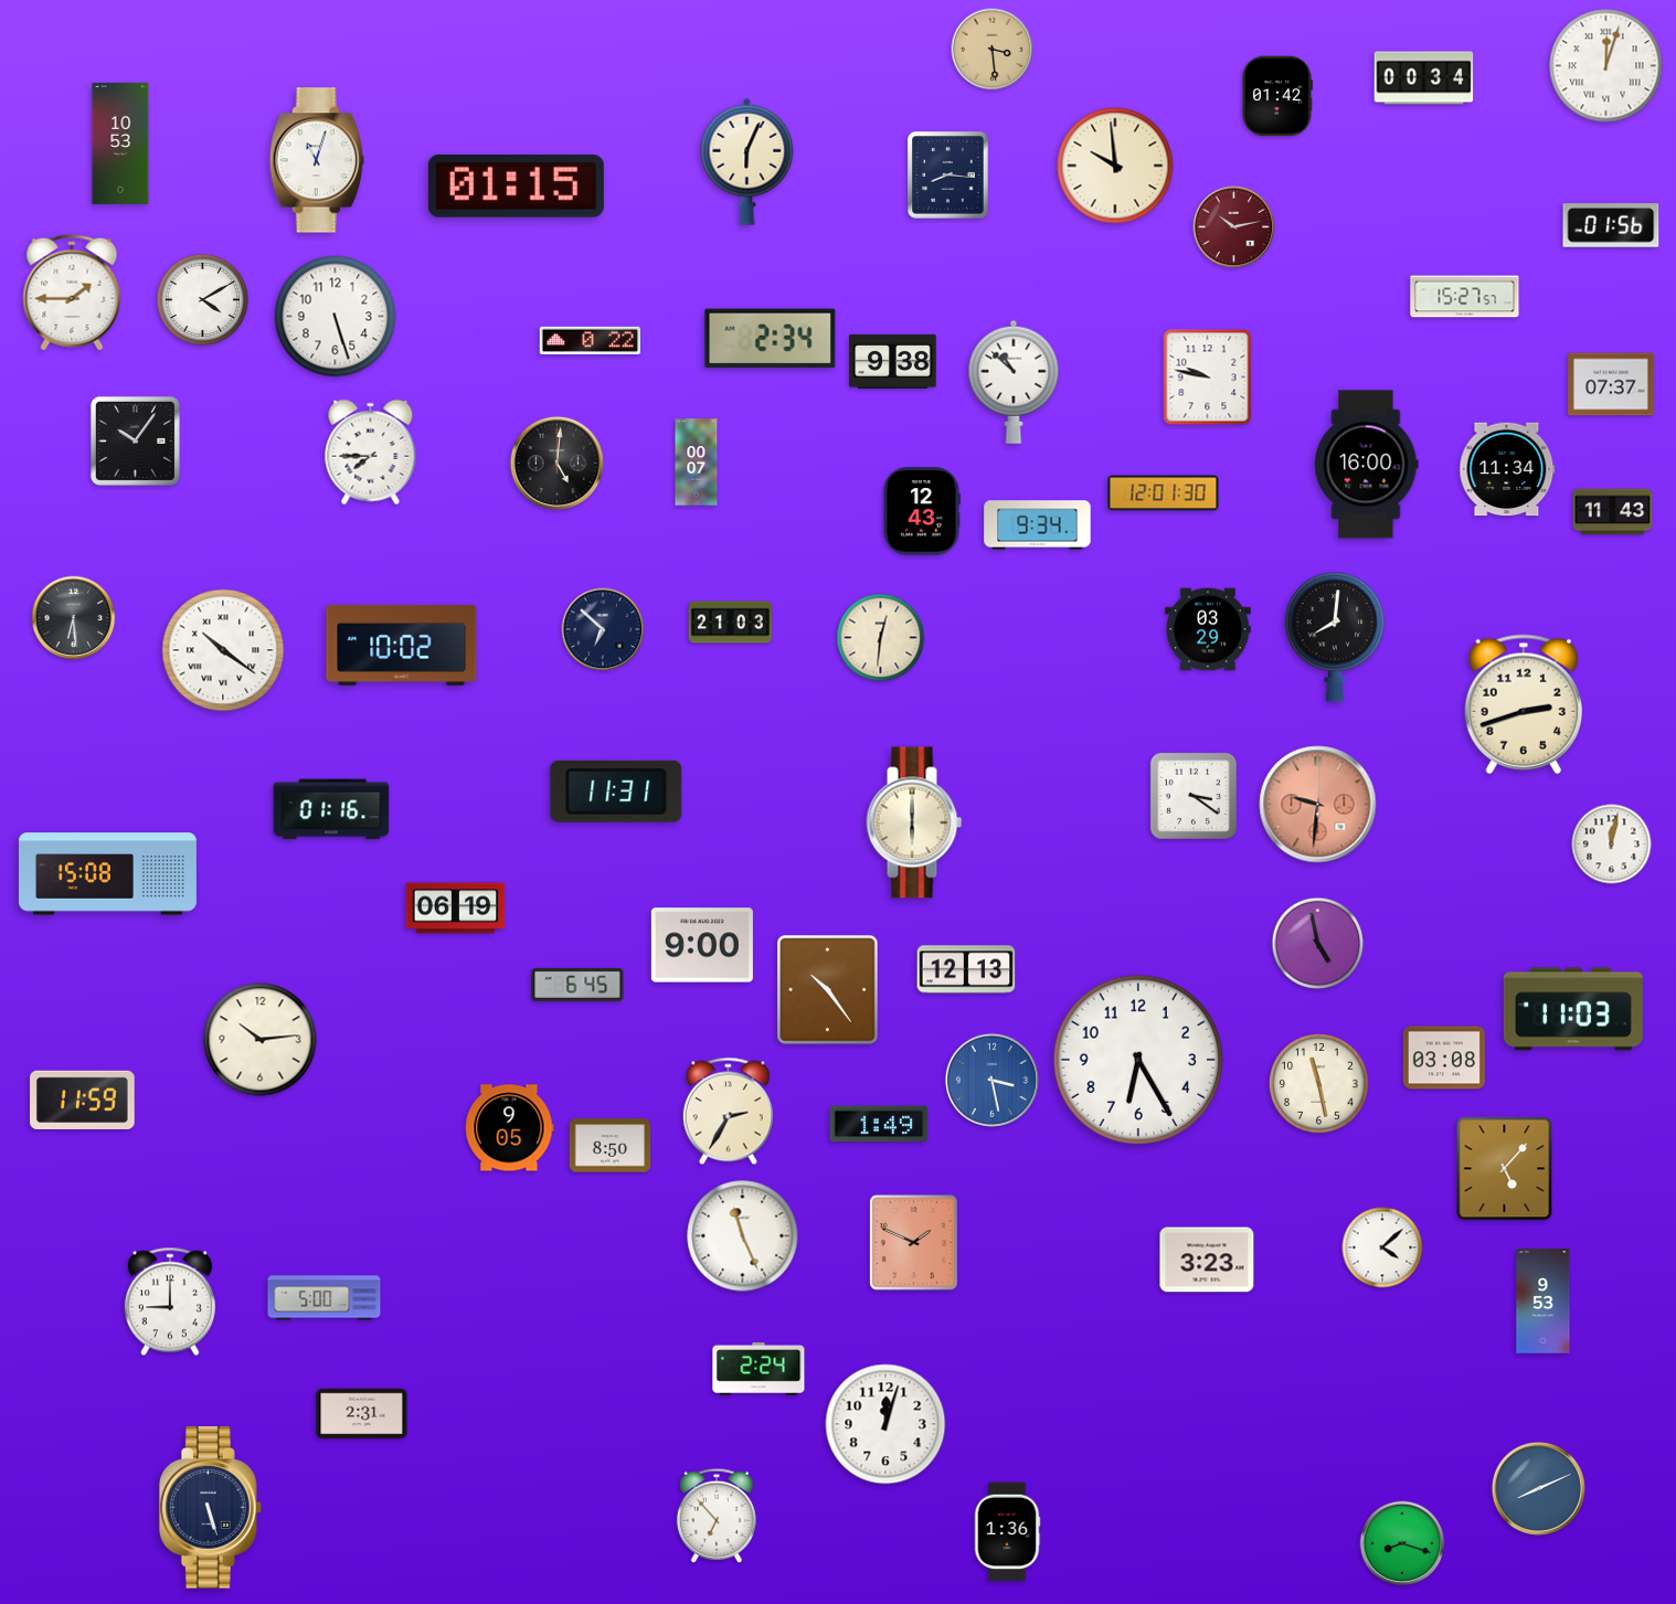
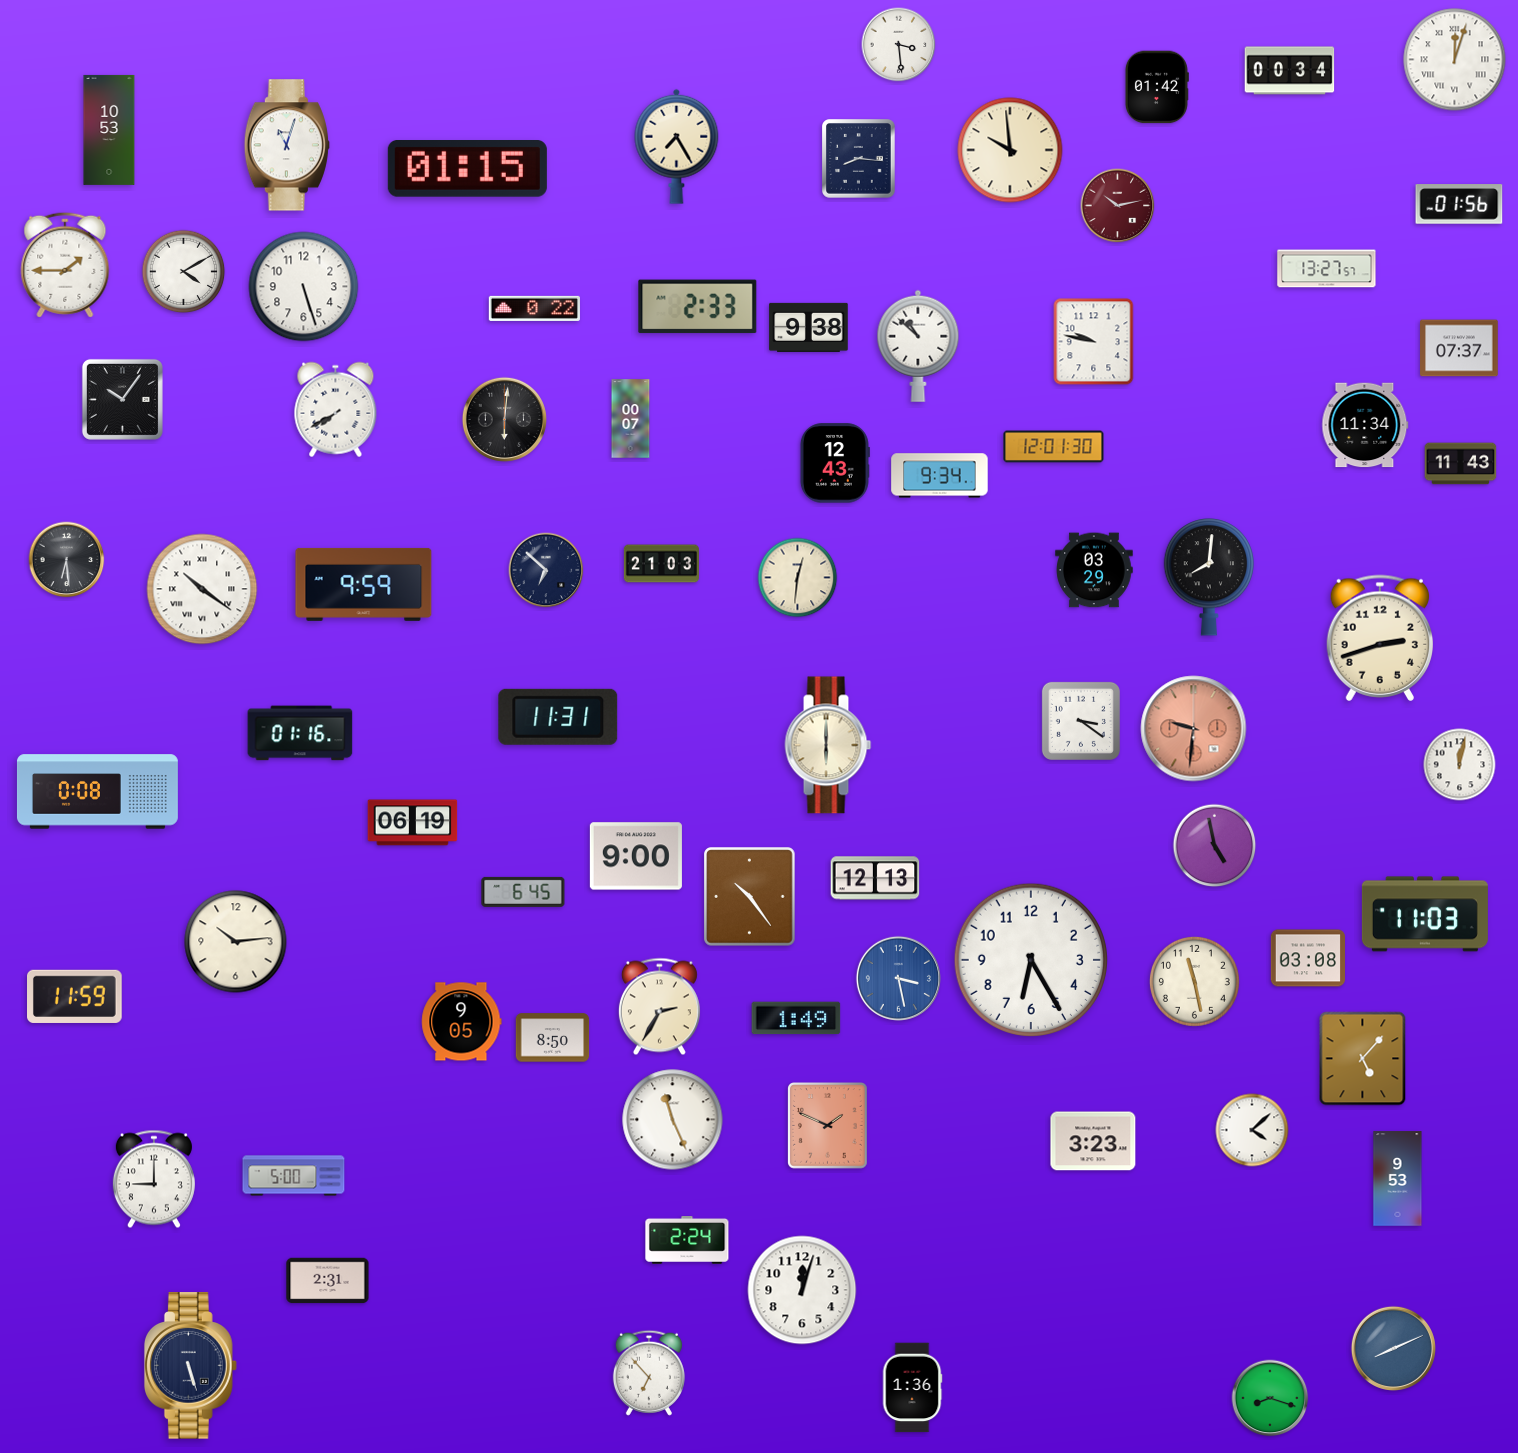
clock at (993, 50) dial: champagne -> white
clock at (747, 161): 6:04 -> 7:25
clock at (1465, 297): 15:27 -> 13:27
clock at (771, 339): 2:34 -> 2:33
clock at (371, 453): 7:45 -> 7:40
clock at (556, 463): 5:01 -> 6:01
clock at (1367, 465): 16:00 -> none
clock at (402, 645): 10:02 -> 9:59
clock at (107, 874): 15:08 -> 0:08
clock at (1318, 944) position: (1318, 944) -> (1215, 846)
